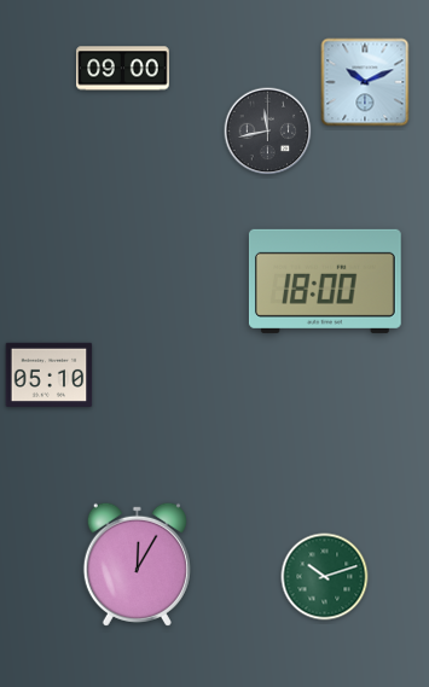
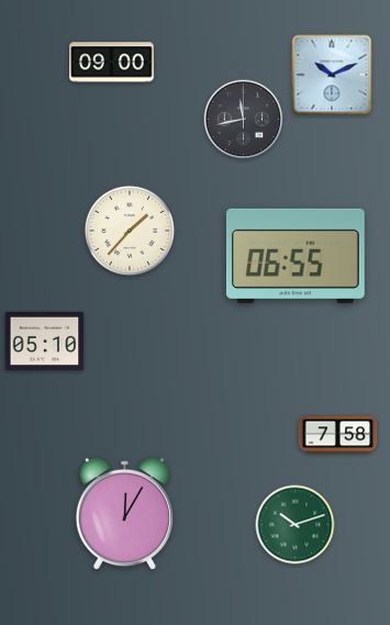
clock at (130, 231): none -> 1:37
clock at (325, 281): 18:00 -> 06:55
clock at (338, 435): none -> 7:58
